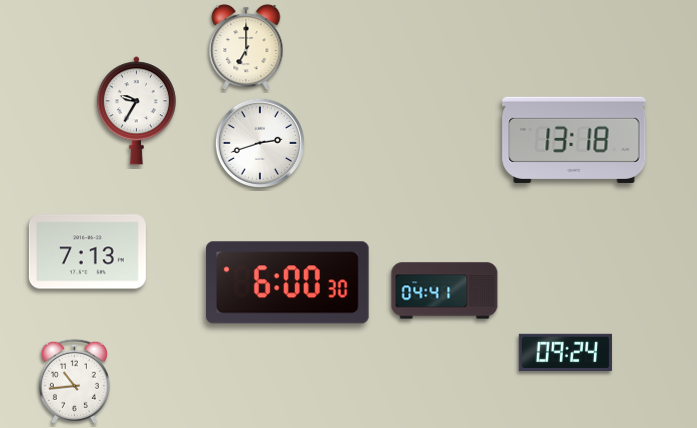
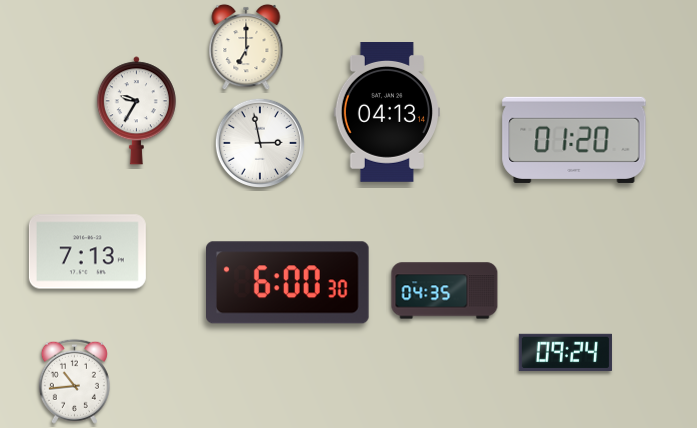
clock at (386, 113): none -> 04:13
clock at (574, 140): 13:18 -> 01:20
clock at (260, 143): 2:42 -> 2:58
clock at (445, 291): 04:41 -> 04:35
